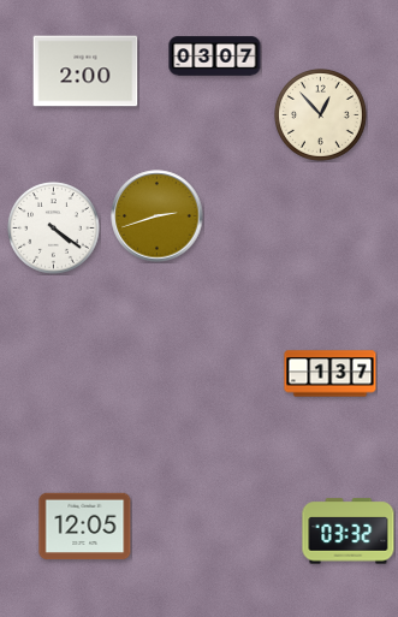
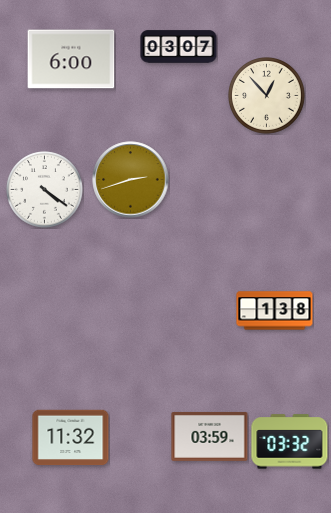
clock at (85, 71): 2:00 -> 6:00
clock at (331, 374): 1:37 -> 1:38
clock at (210, 436): none -> 03:59
clock at (85, 527): 12:05 -> 11:32
